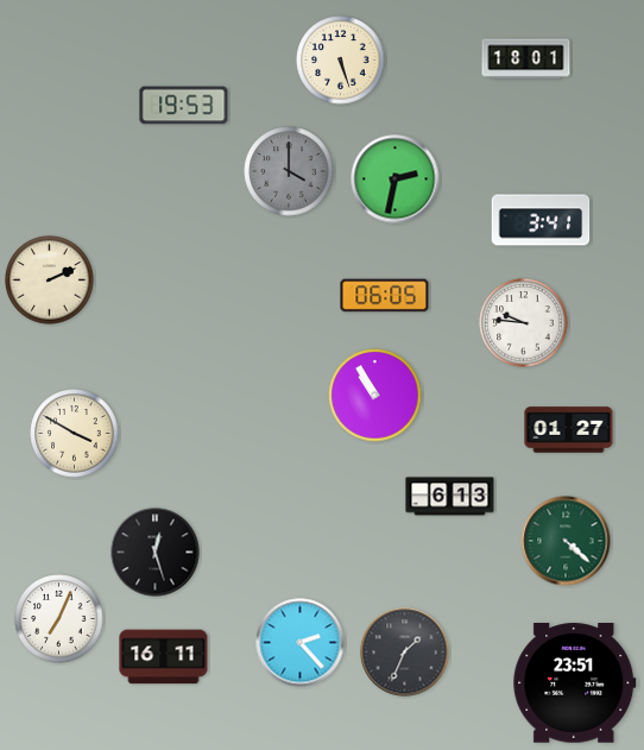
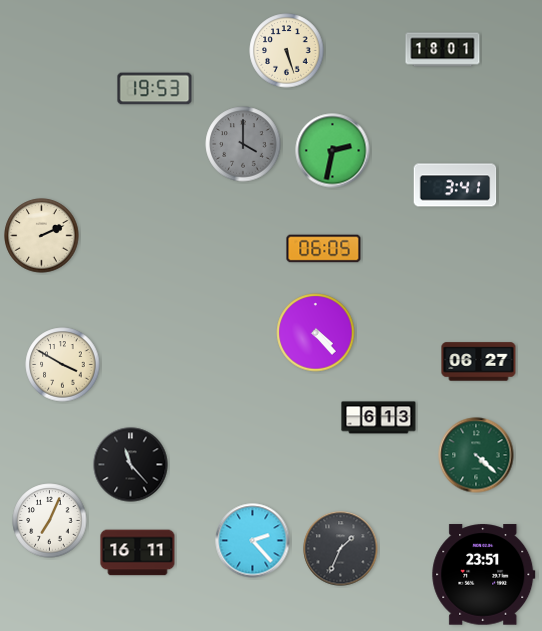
clock at (524, 323): 9:46 -> none
clock at (375, 396): 10:55 -> 4:23
clock at (569, 430): 01:27 -> 06:27
clock at (156, 553): 12:27 -> 11:23
